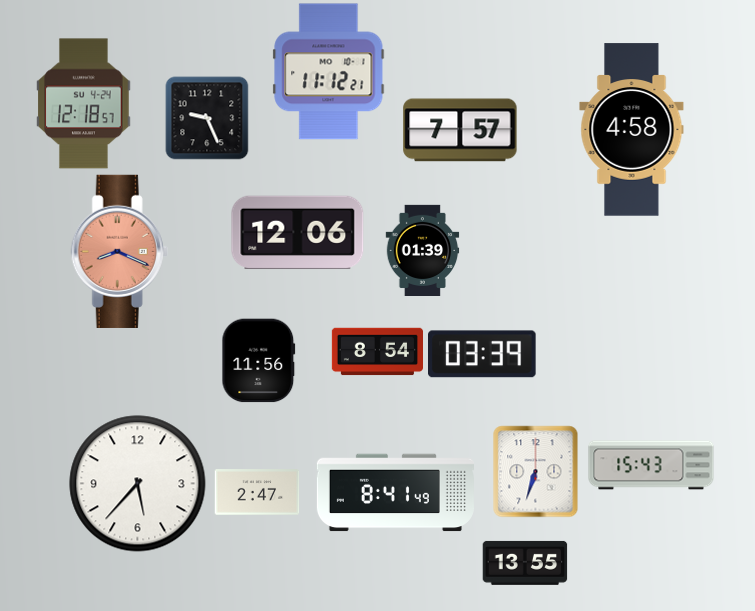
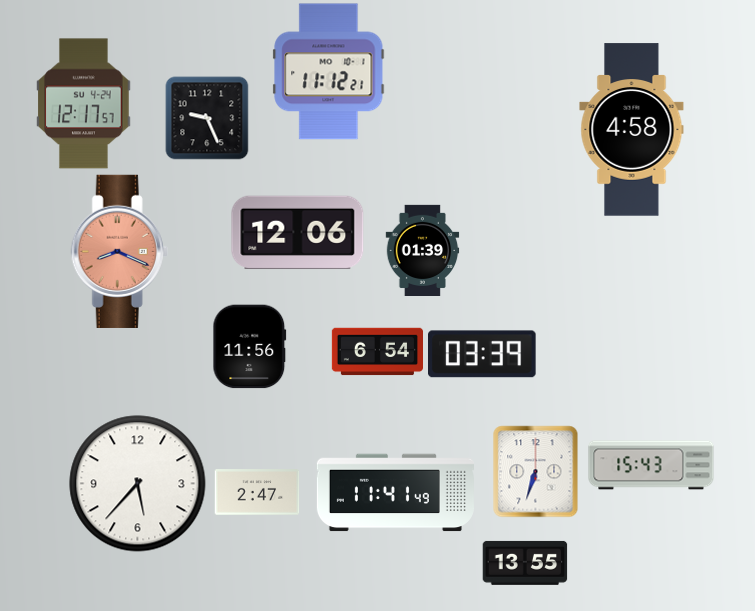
clock at (84, 104): 12:18 -> 12:17
clock at (460, 130): 7:57 -> none
clock at (377, 352): 8:54 -> 6:54
clock at (259, 360) position: (259, 360) -> (250, 346)
clock at (395, 493): 8:41 -> 11:41
